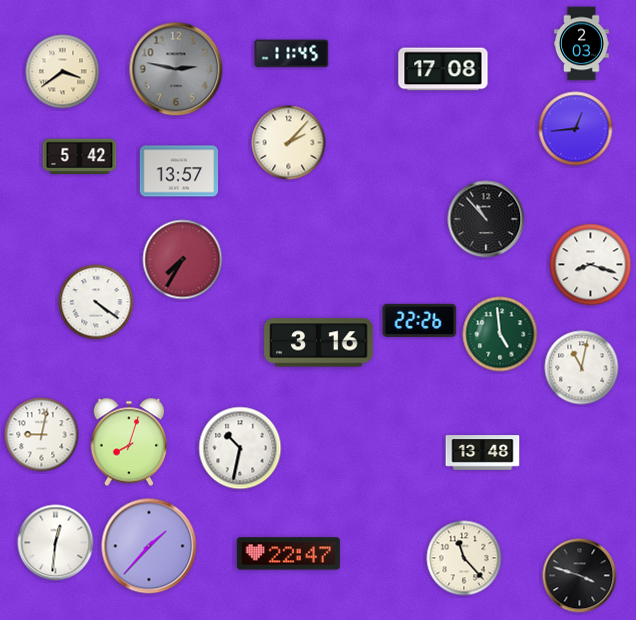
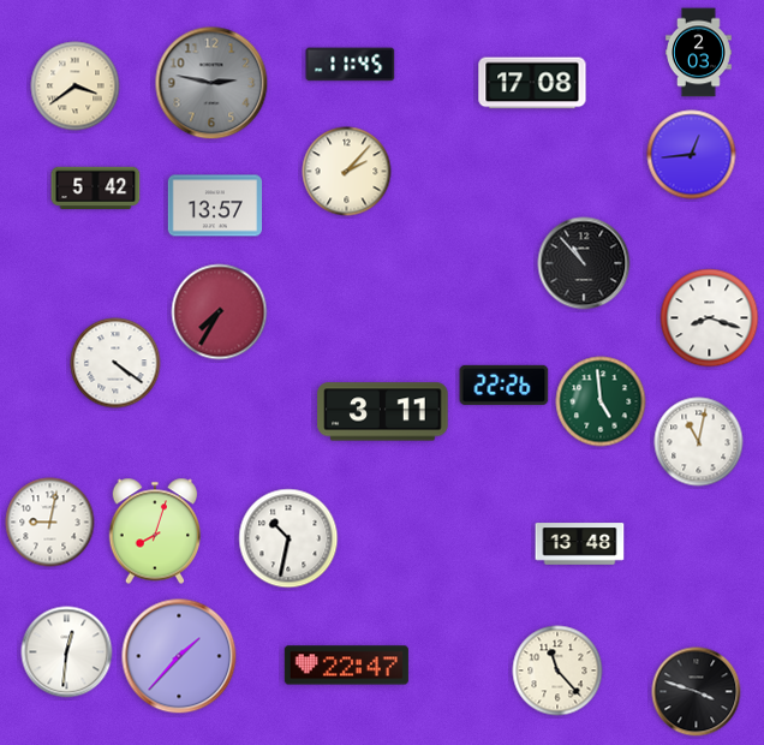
clock at (319, 343): 3:16 -> 3:11
